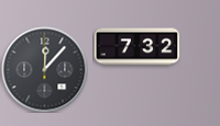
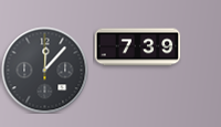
clock at (136, 47): 7:32 -> 7:39
